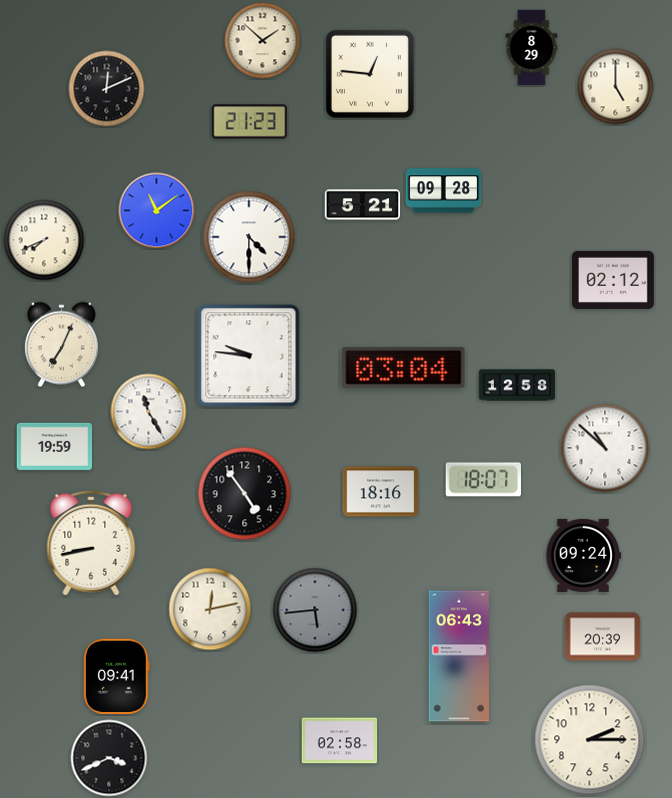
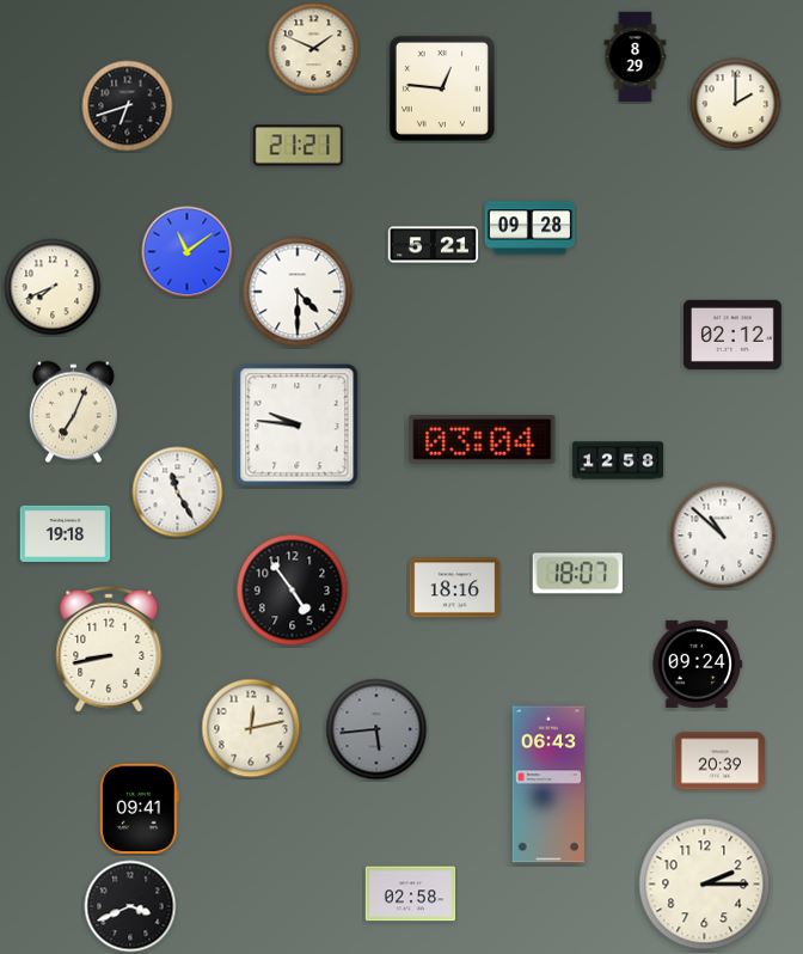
clock at (263, 41): 1:52 -> 1:49
clock at (616, 87): 5:00 -> 2:00
clock at (107, 89): 12:11 -> 6:42
clock at (250, 122): 21:23 -> 21:21
clock at (249, 237) position: (249, 237) -> (298, 292)
clock at (55, 446): 19:59 -> 19:18
clock at (340, 741) position: (340, 741) -> (411, 894)
